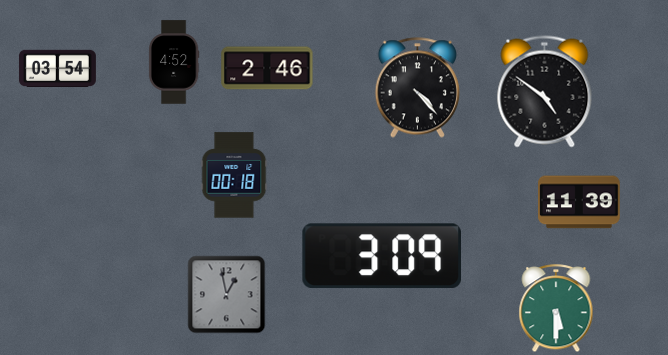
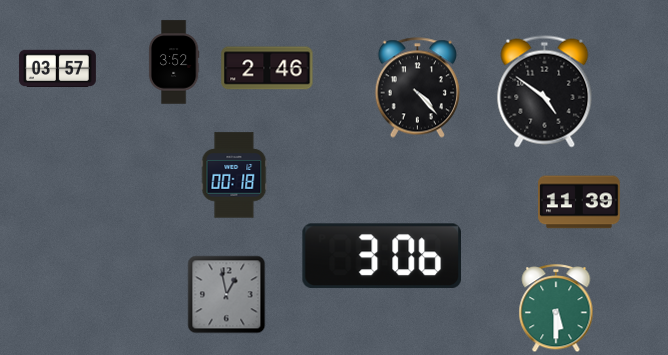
clock at (174, 62): 4:52 -> 3:52
clock at (57, 68): 03:54 -> 03:57
clock at (381, 256): 3:09 -> 3:06
